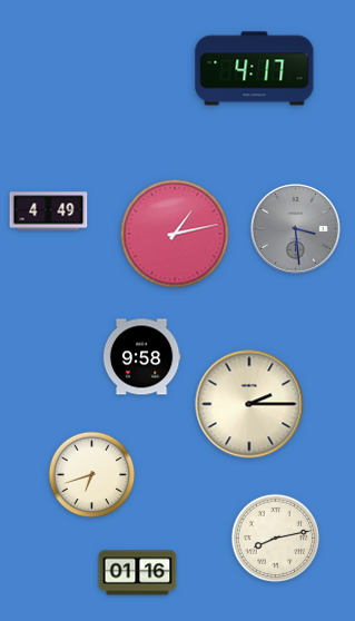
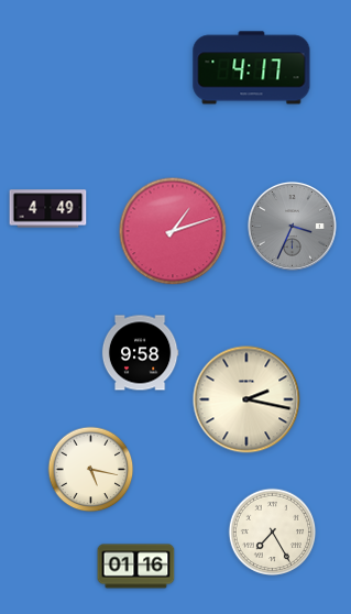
clock at (295, 228): 3:29 -> 3:34
clock at (175, 234): 1:13 -> 1:12
clock at (249, 404): 2:15 -> 2:17
clock at (92, 475): 6:42 -> 5:17
clock at (276, 539): 8:13 -> 7:25
